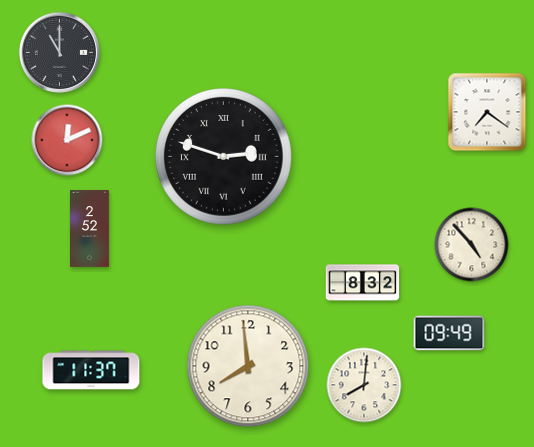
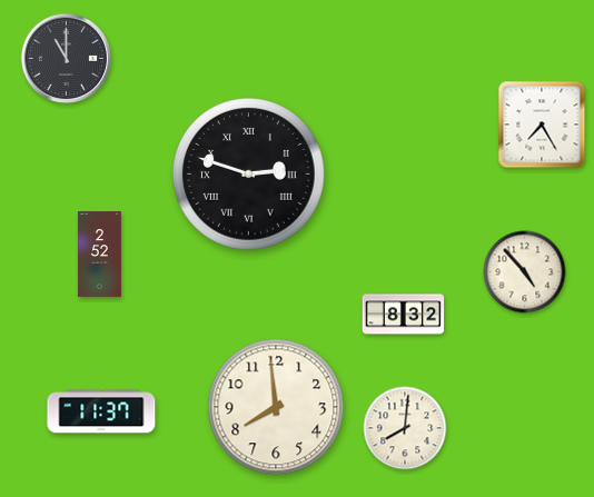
clock at (487, 112): 7:21 -> 7:25
clock at (67, 140): 12:11 -> none
clock at (449, 333): 09:49 -> none
